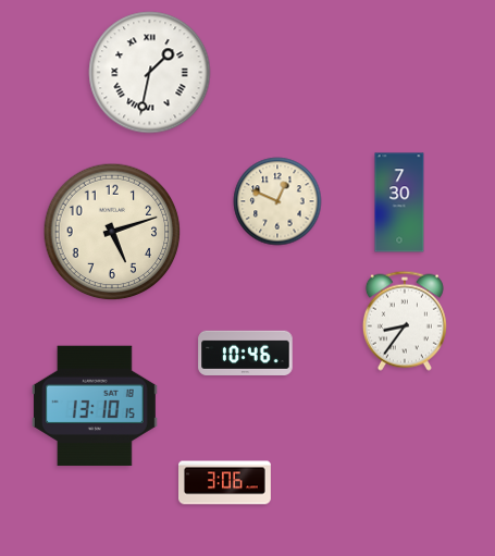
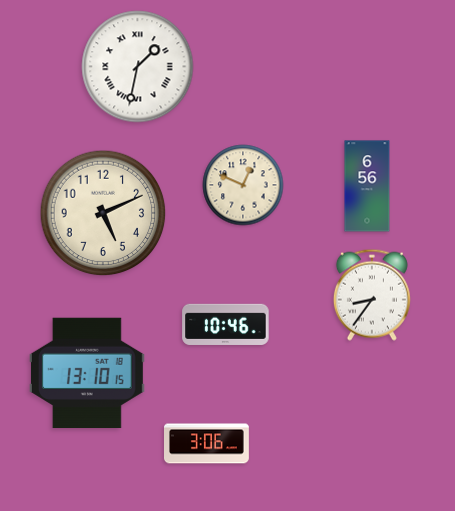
clock at (277, 201) position: (277, 201) -> (243, 185)
clock at (399, 202): 7:30 -> 6:56
clock at (112, 232): 5:12 -> 5:11
